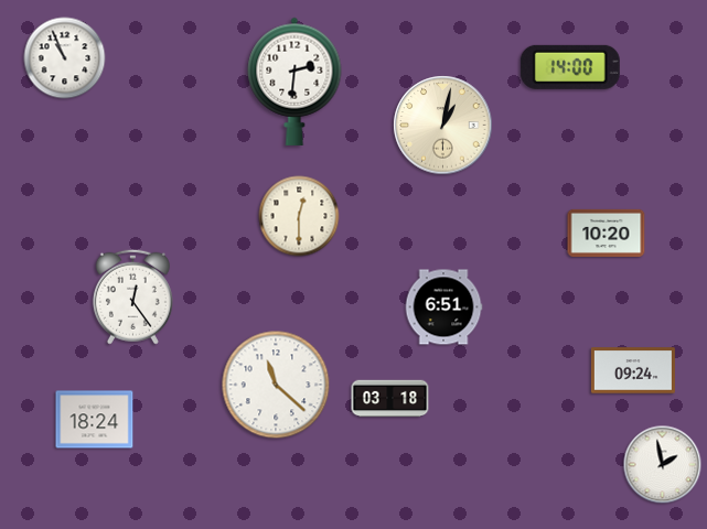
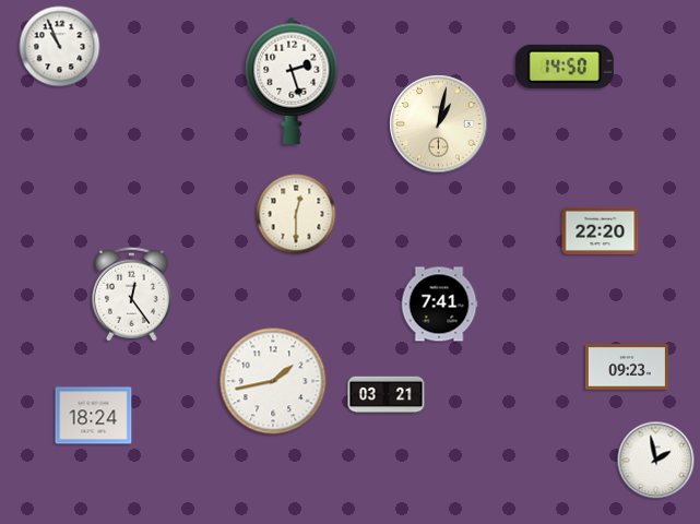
clock at (65, 58) position: (65, 58) -> (60, 47)
clock at (570, 67): 14:00 -> 14:50
clock at (294, 82): 2:31 -> 2:27
clock at (607, 233): 10:20 -> 22:20
clock at (443, 307): 6:51 -> 7:41
clock at (633, 370): 09:24 -> 09:23
clock at (276, 385): 11:22 -> 1:43
clock at (390, 399): 03:18 -> 03:21
